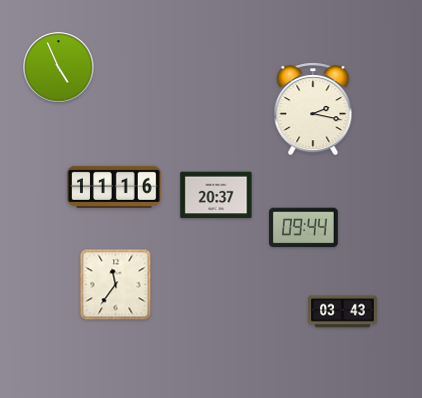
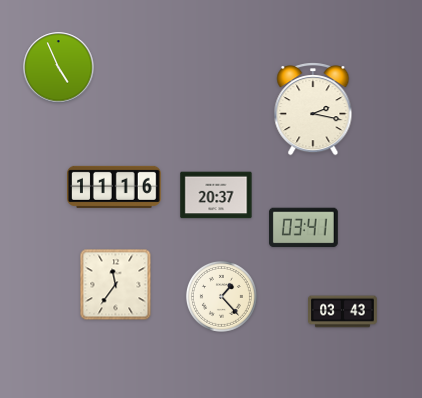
clock at (304, 228): 09:44 -> 03:41
clock at (221, 296): none -> 1:23
